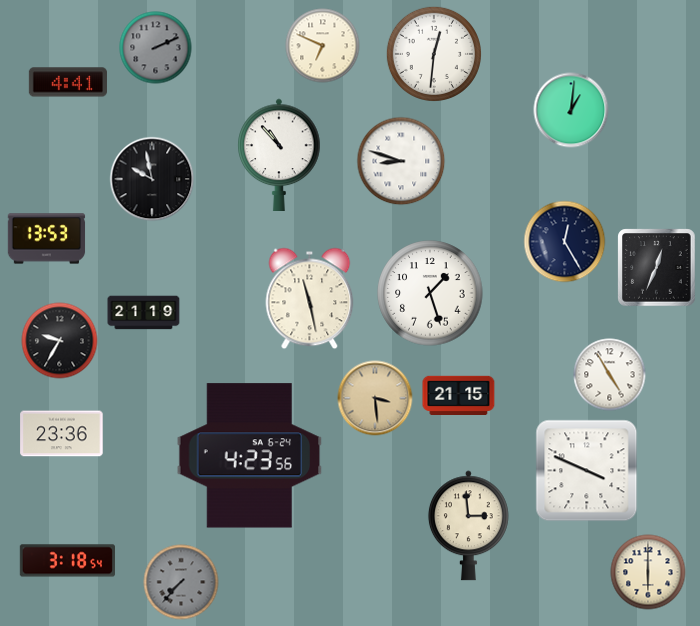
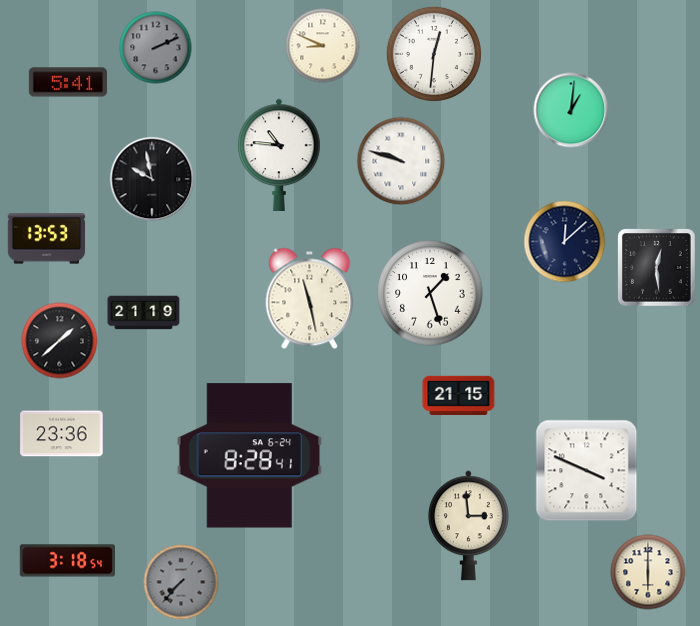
clock at (323, 46): 6:49 -> 8:49
clock at (68, 82): 4:41 -> 5:41
clock at (279, 154): 10:53 -> 10:46
clock at (401, 161): 8:48 -> 9:48
clock at (565, 242): 12:25 -> 12:08
clock at (657, 268): 12:34 -> 12:29
clock at (60, 341): 9:35 -> 1:38
clock at (610, 375): 4:55 -> none
clock at (375, 398): 3:29 -> none
clock at (250, 456): 4:23 -> 8:28
